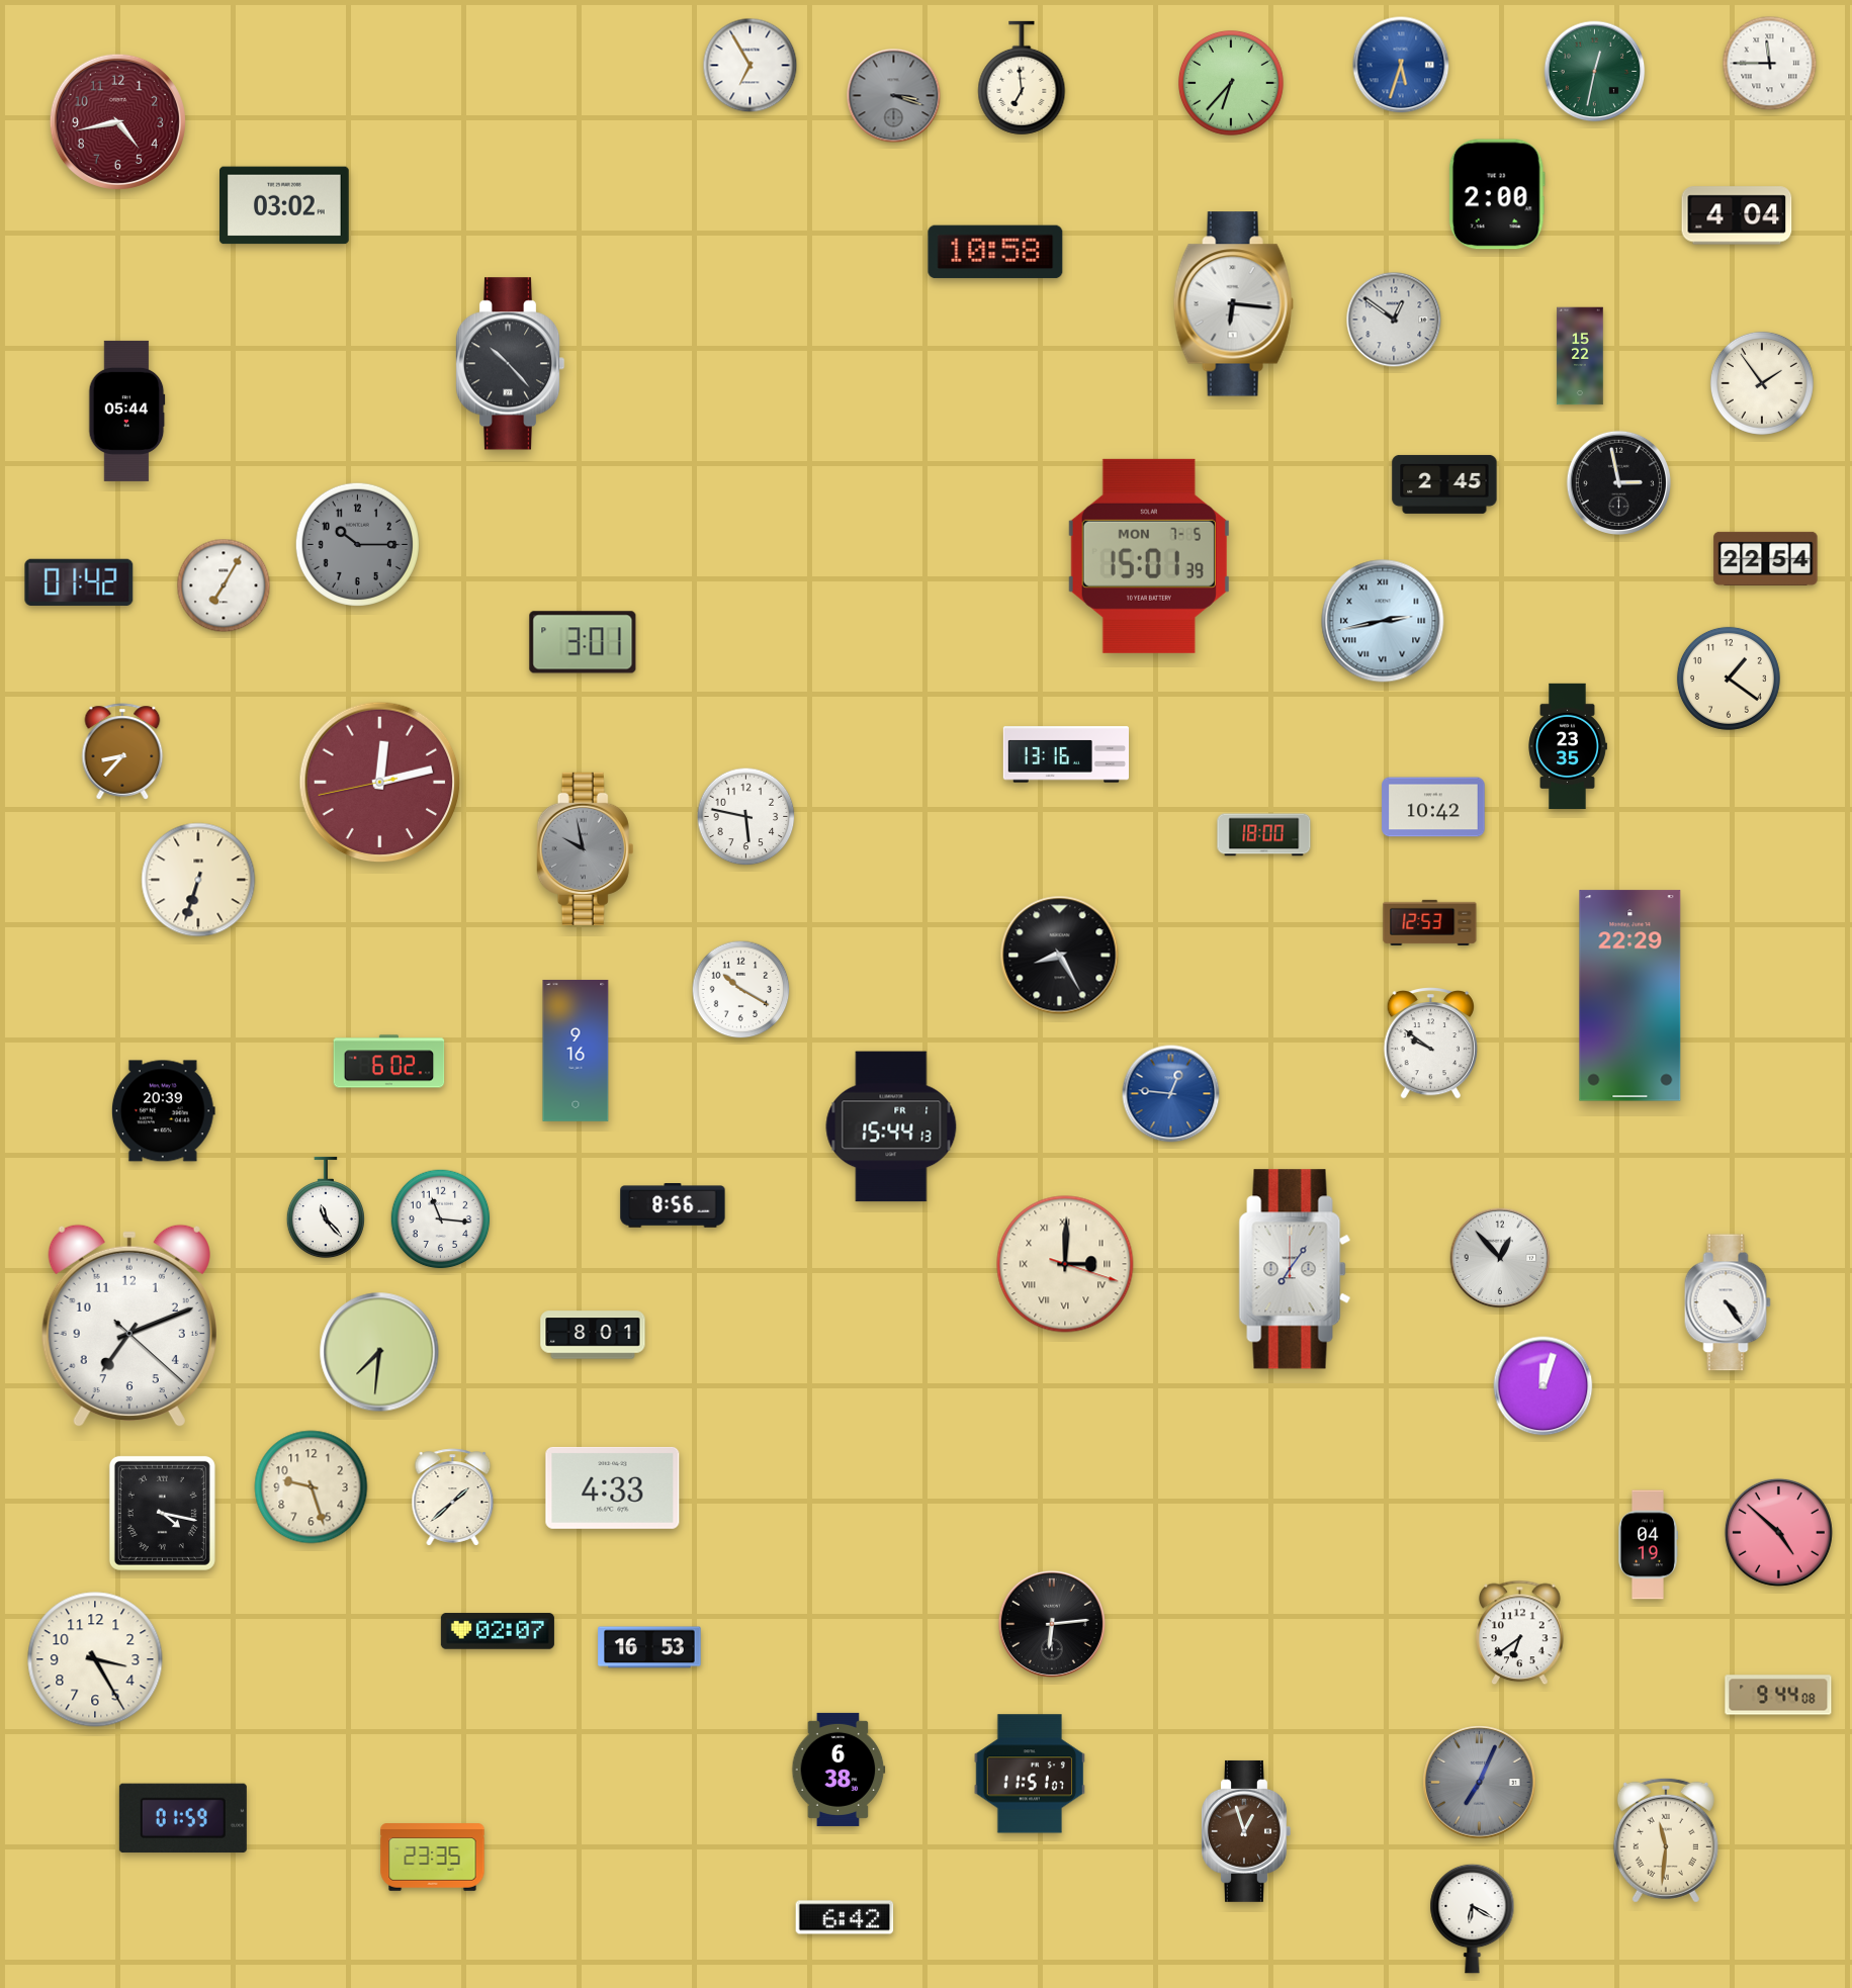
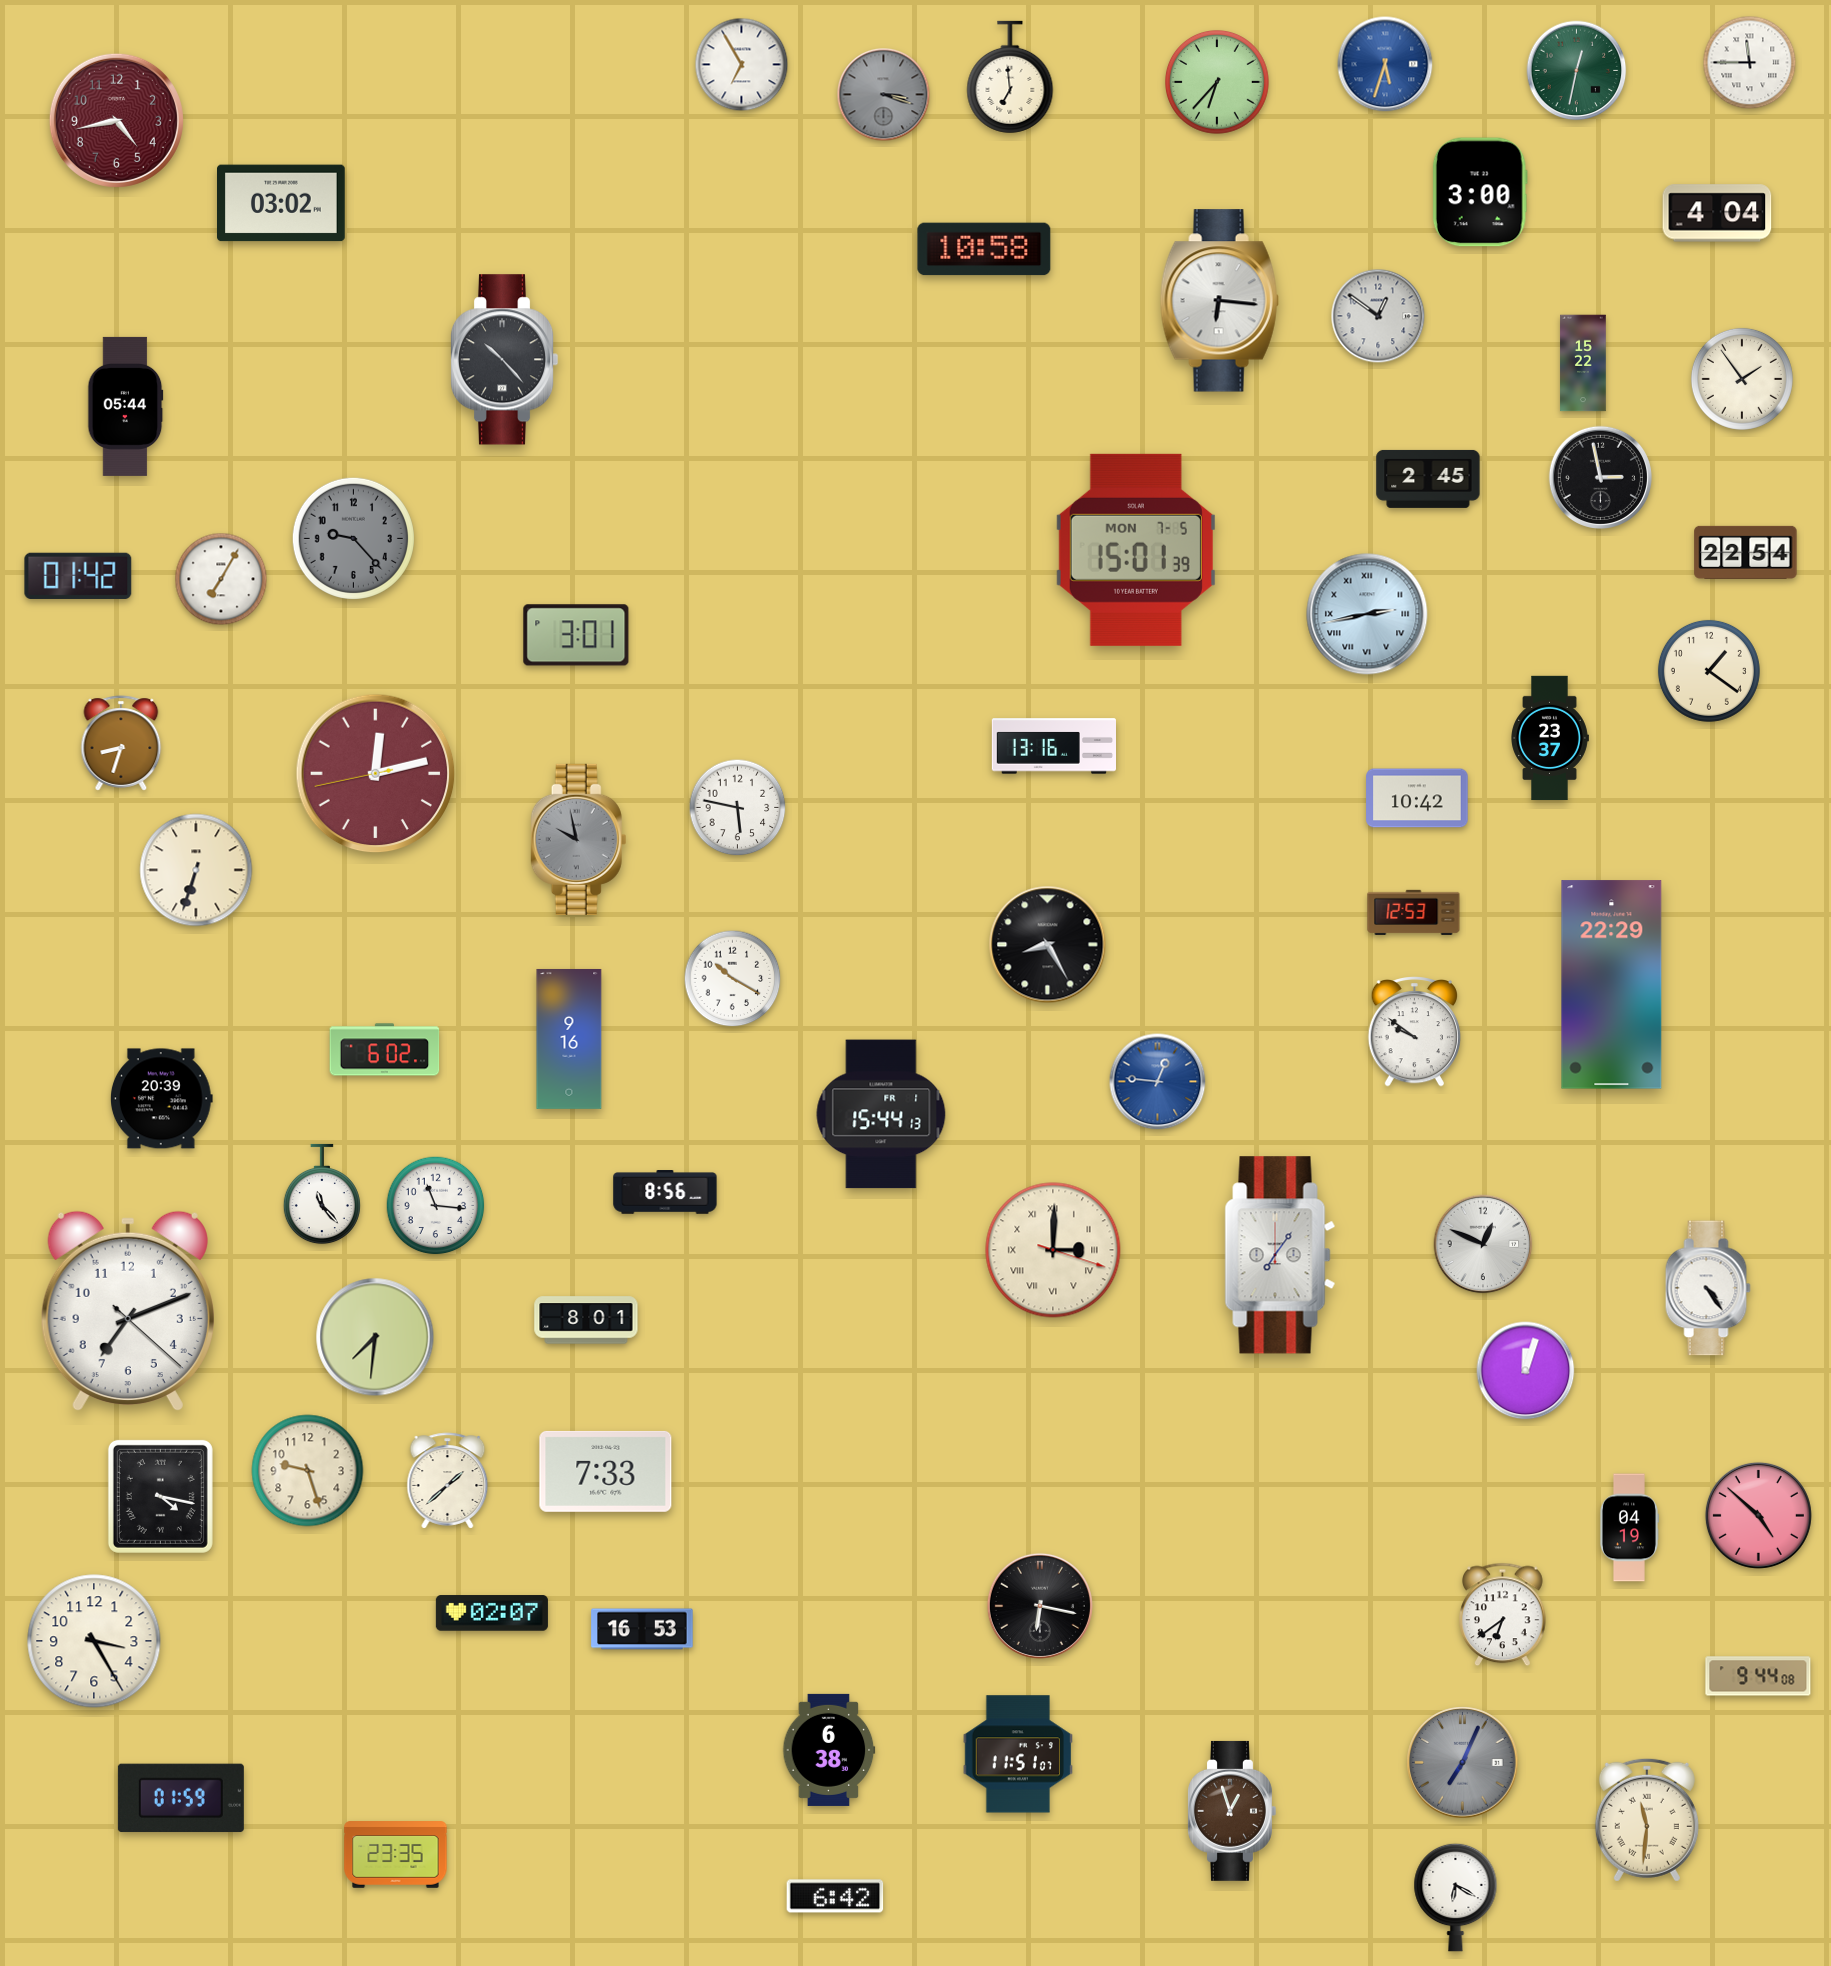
clock at (1497, 194): 2:00 -> 3:00
clock at (1580, 356) position: (1580, 356) -> (1583, 363)
clock at (357, 544): 10:15 -> 9:23
clock at (1568, 746): 23:35 -> 23:37
clock at (122, 751): 8:37 -> 8:33
clock at (1264, 835): 18:00 -> none
clock at (1500, 1258): 12:53 -> 12:49
clock at (613, 1487): 4:33 -> 7:33
clock at (1052, 1624): 6:14 -> 6:17
clock at (433, 1858) position: (433, 1858) -> (396, 1855)
